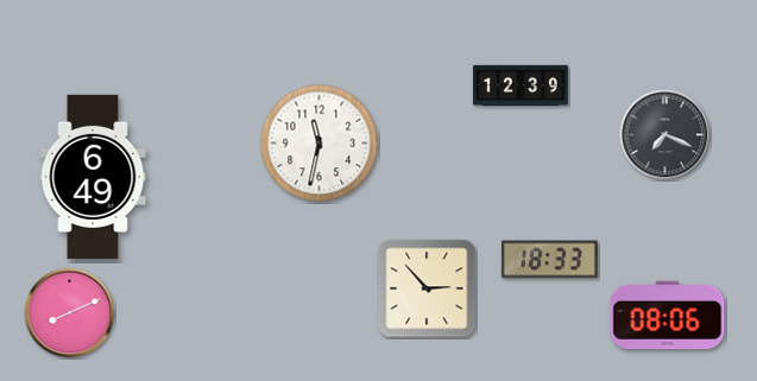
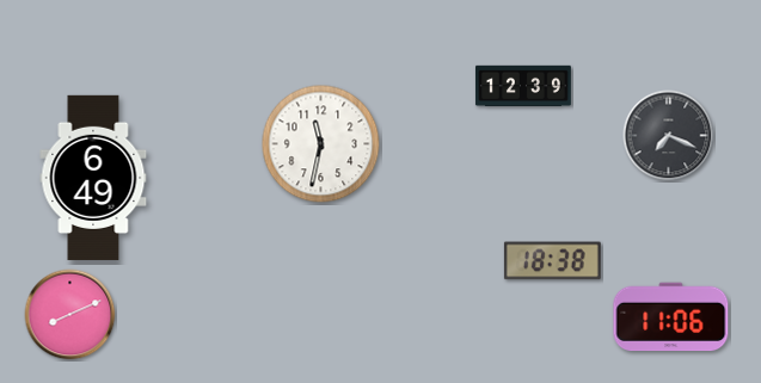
clock at (549, 260): 18:33 -> 18:38
clock at (427, 288): 2:53 -> none
clock at (668, 316): 08:06 -> 11:06
